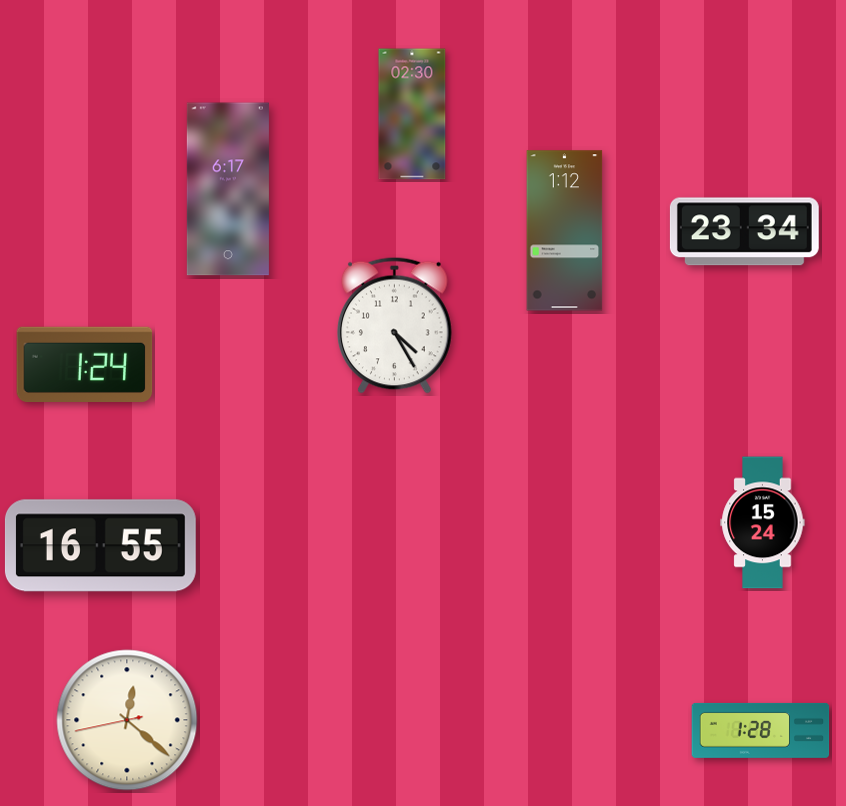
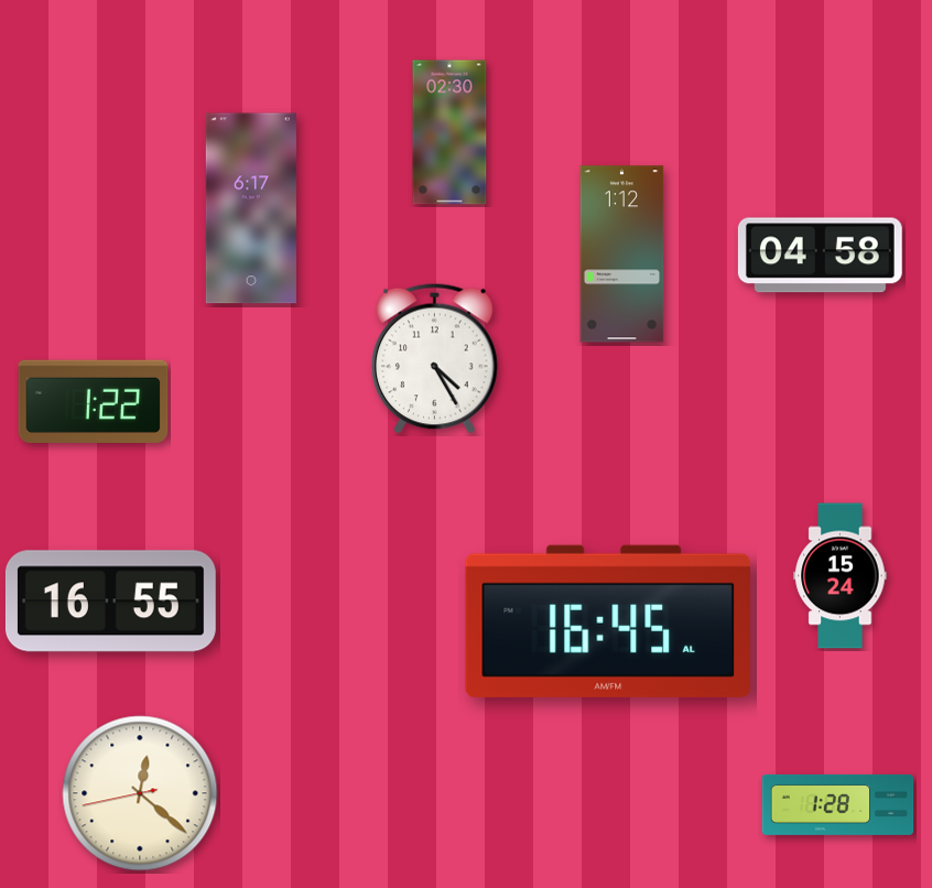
clock at (412, 114) position: (412, 114) -> (449, 132)
clock at (744, 232): 23:34 -> 04:58
clock at (85, 364): 1:24 -> 1:22
clock at (607, 621): none -> 16:45
